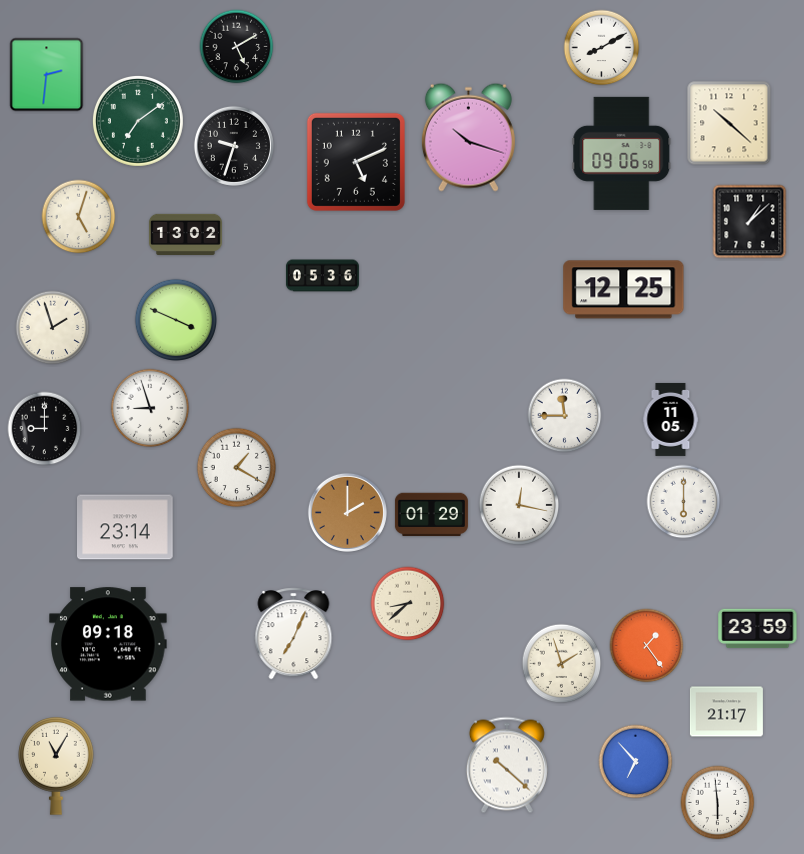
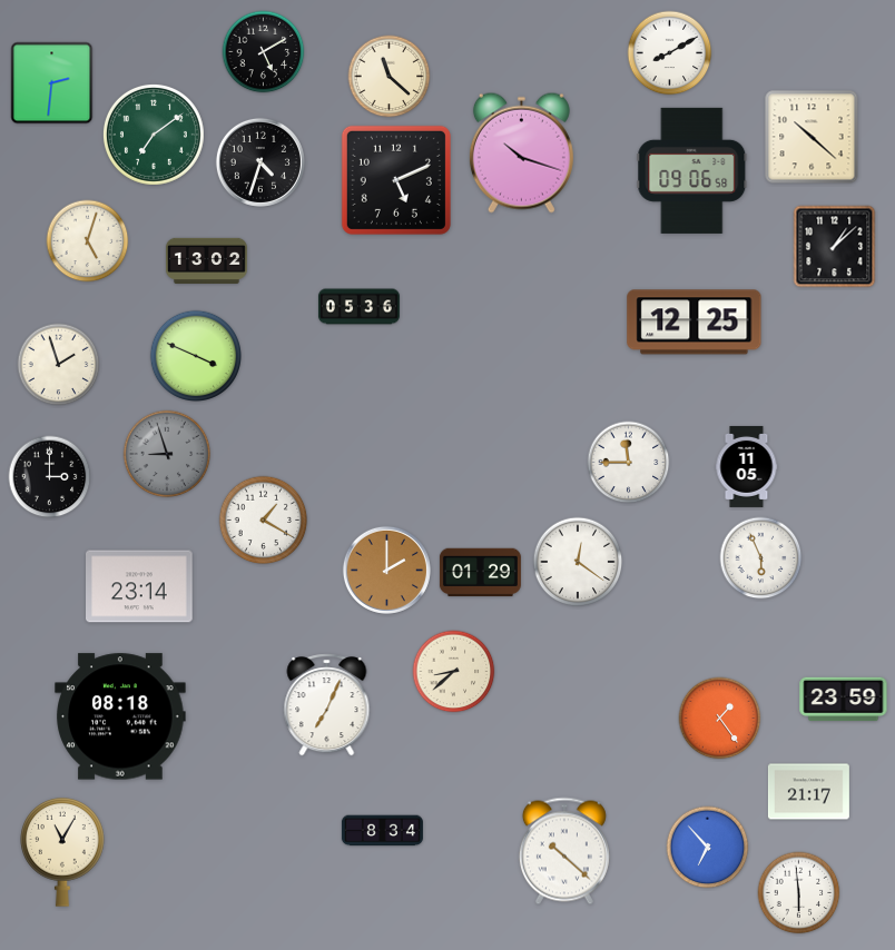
clock at (390, 77): none -> 11:22
clock at (234, 146): 9:33 -> 4:33
clock at (150, 408) dial: white -> grey
clock at (45, 429): 9:00 -> 3:00
clock at (684, 502): 6:00 -> 5:56
clock at (519, 505): 12:17 -> 12:21
clock at (108, 644): 09:18 -> 08:18
clock at (562, 664): 1:57 -> none
clock at (382, 831): none -> 8:34
